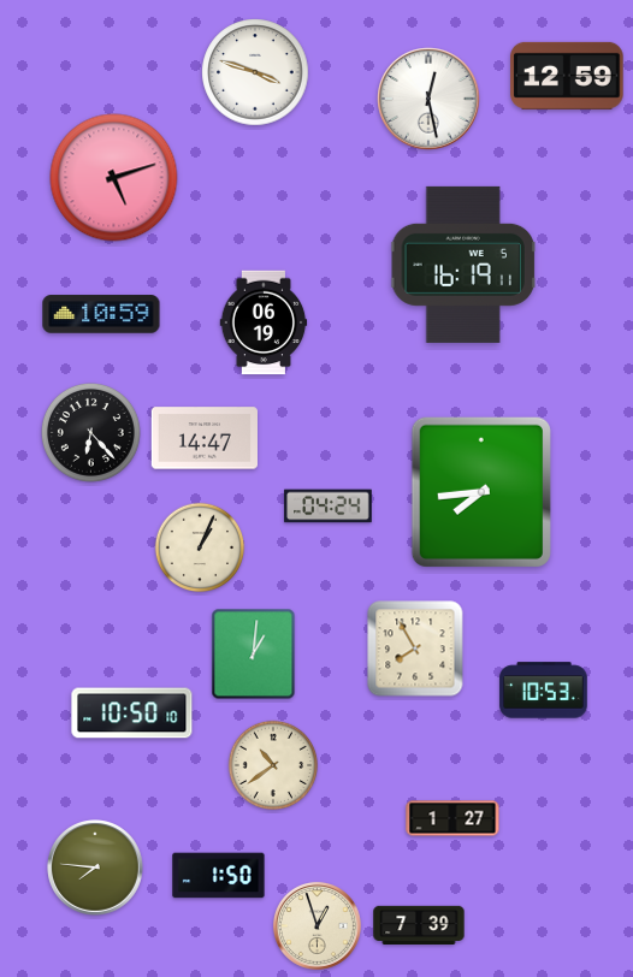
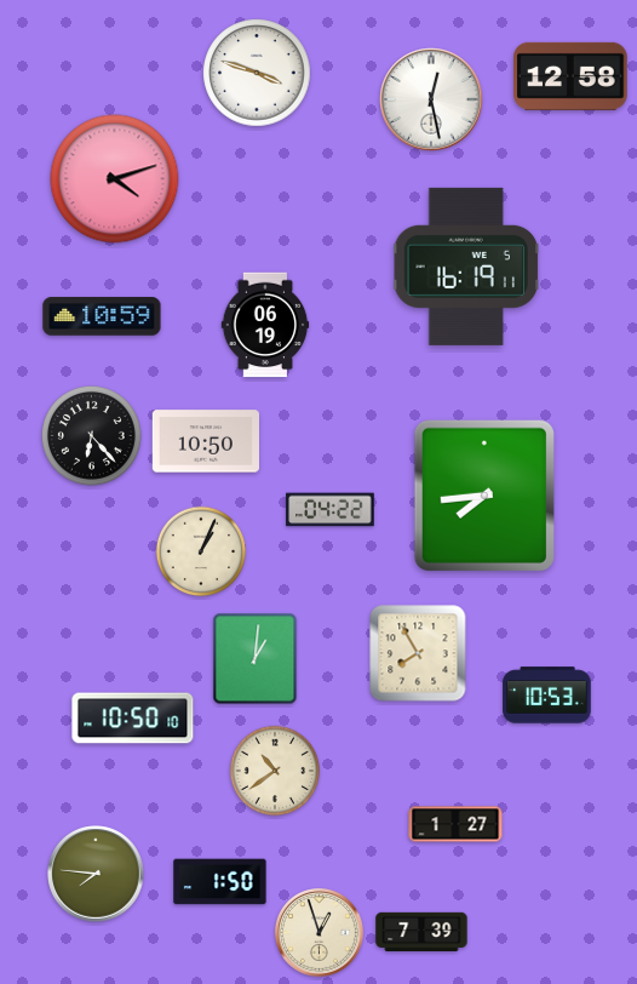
clock at (567, 76): 12:59 -> 12:58
clock at (114, 178): 5:12 -> 4:12
clock at (203, 438): 14:47 -> 10:50
clock at (329, 507): 04:24 -> 04:22
